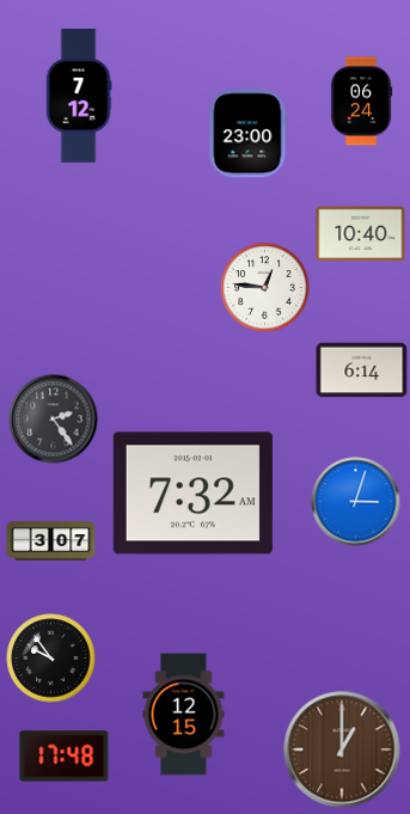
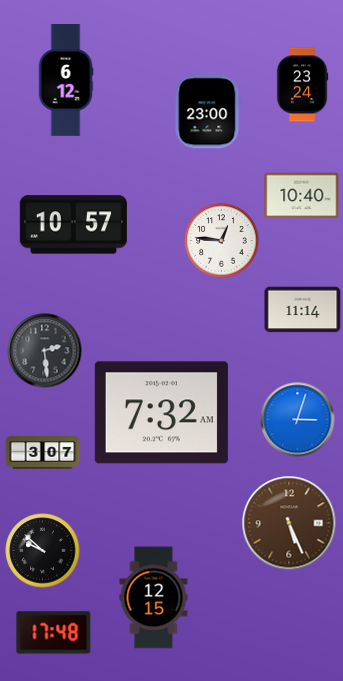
clock at (79, 97): 7:12 -> 6:12
clock at (361, 102): 06:24 -> 23:24
clock at (73, 225): none -> 10:57
clock at (362, 371): 6:14 -> 11:14
clock at (54, 420): 2:24 -> 2:29
clock at (289, 523): none -> 5:26
clock at (51, 659): 9:54 -> 9:52
clock at (342, 749): 1:00 -> none
